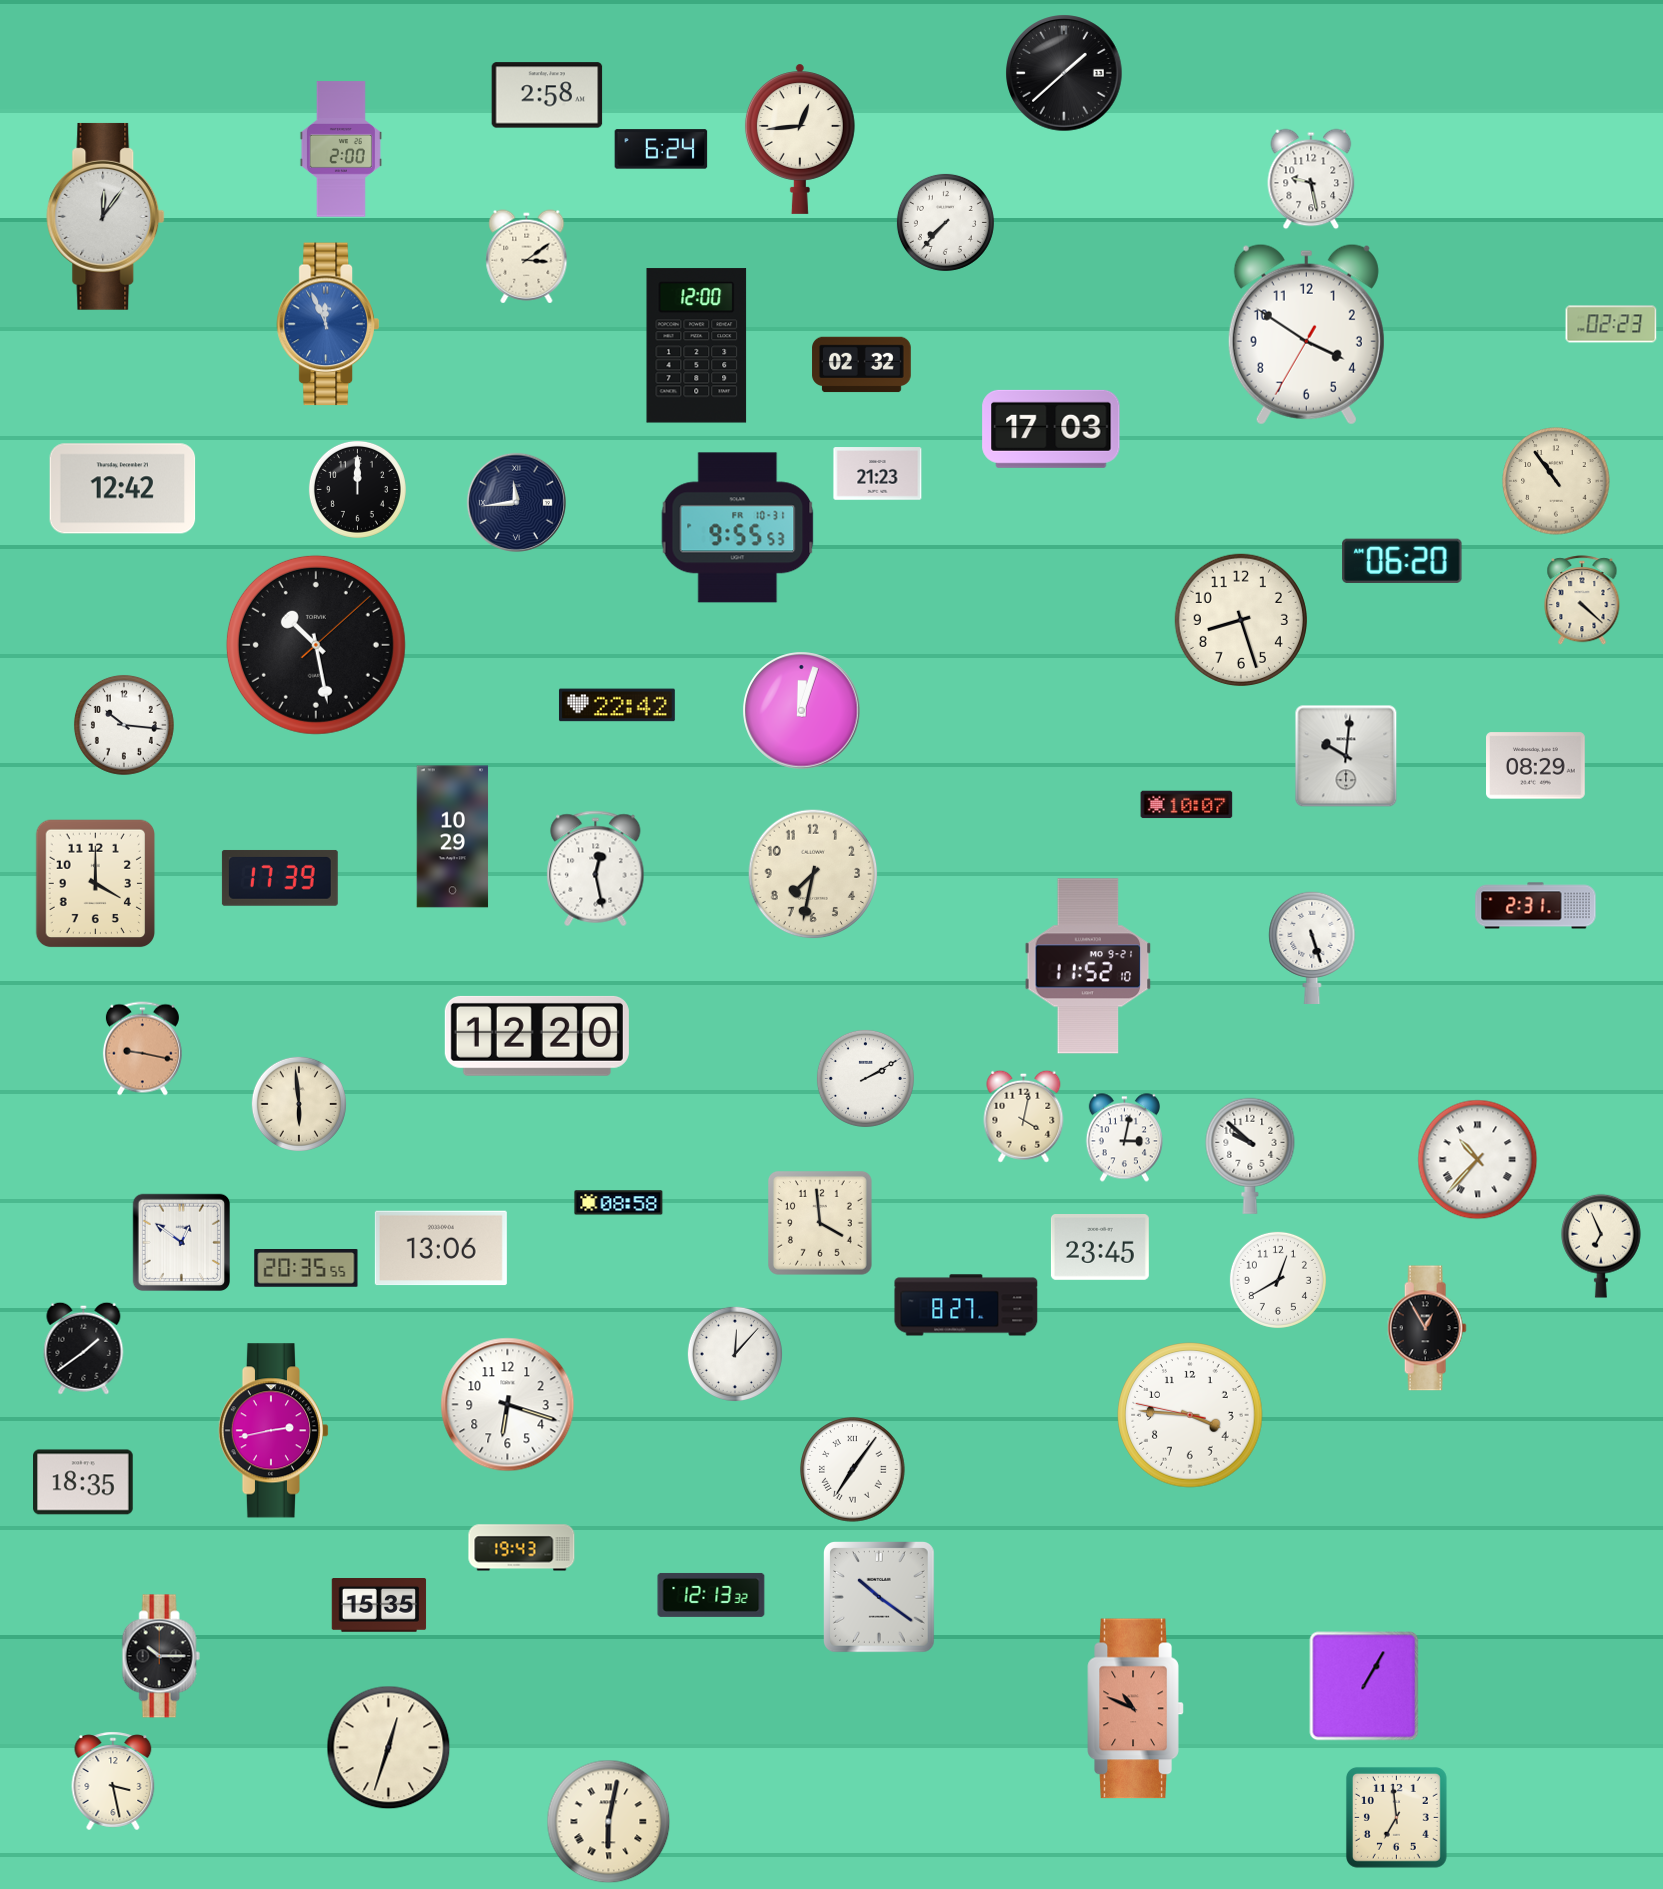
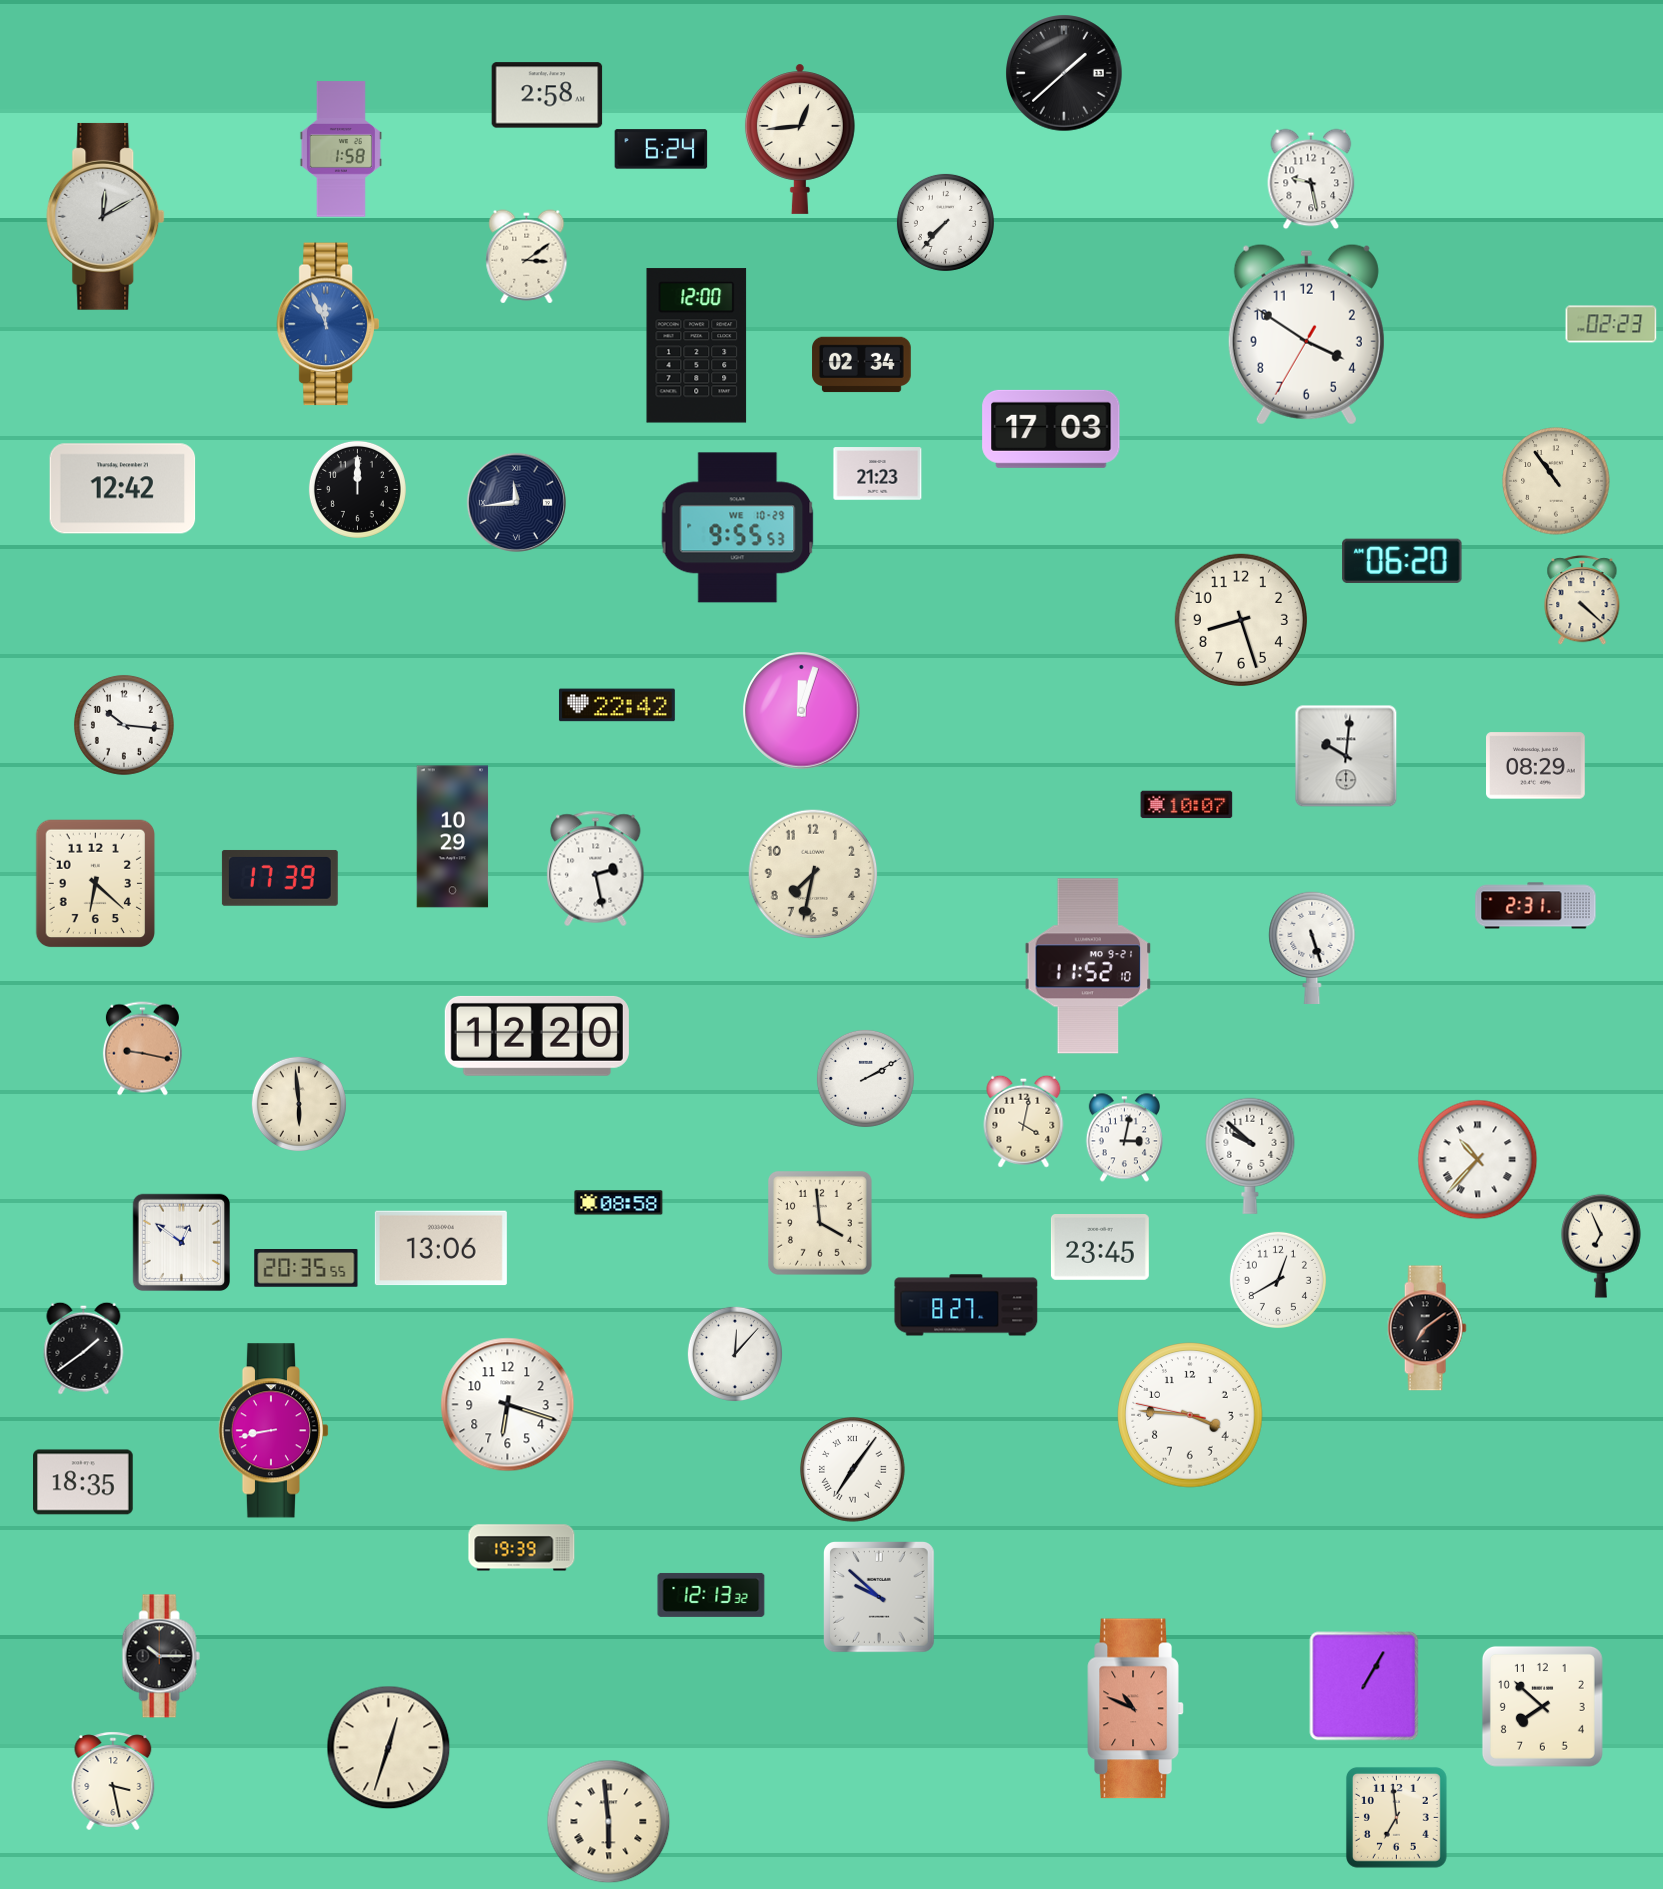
clock at (341, 149): 2:00 -> 1:58
clock at (106, 216): 12:06 -> 12:10
clock at (862, 365): 02:32 -> 02:34
clock at (738, 528) date: FR 10-31 -> WE 10-29
clock at (316, 645): 10:28 -> none
clock at (596, 869): 12:28 -> 2:28
clock at (96, 884): 4:00 -> 6:22
clock at (1024, 1116) position: (1024, 1116) -> (1024, 1121)
clock at (1427, 1328): 12:55 -> 7:09
clock at (274, 1431): 2:43 -> 8:43
clock at (522, 1548): 19:43 -> 19:39
clock at (880, 1598): 10:21 -> 9:52
clock at (379, 1606): 15:35 -> none
clock at (1542, 1706): none -> 7:52
clock at (609, 1822): 6:02 -> 5:59
